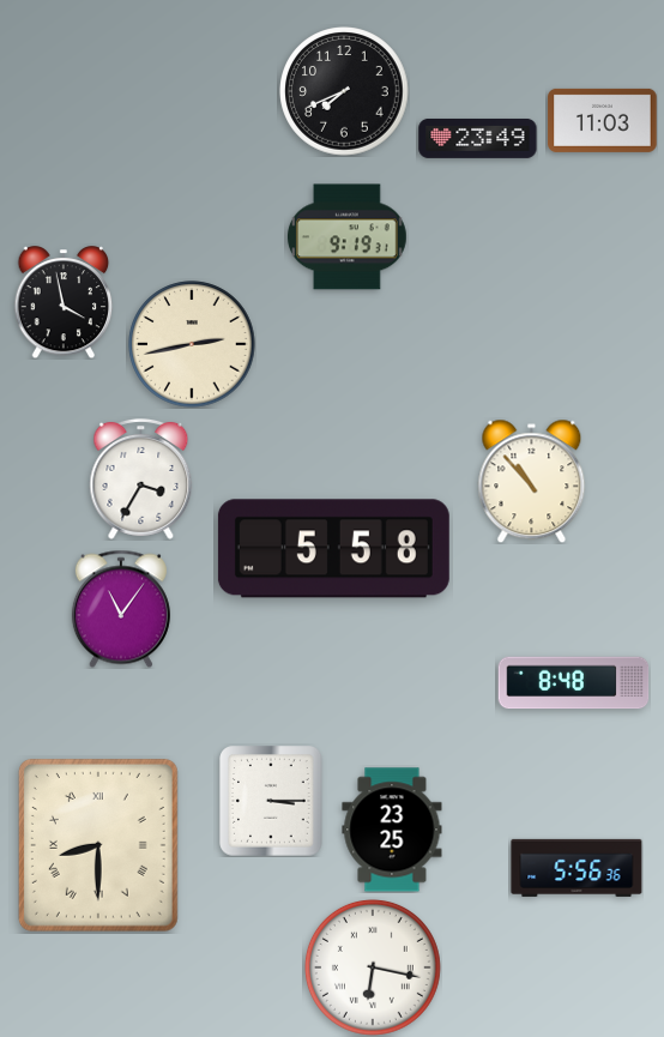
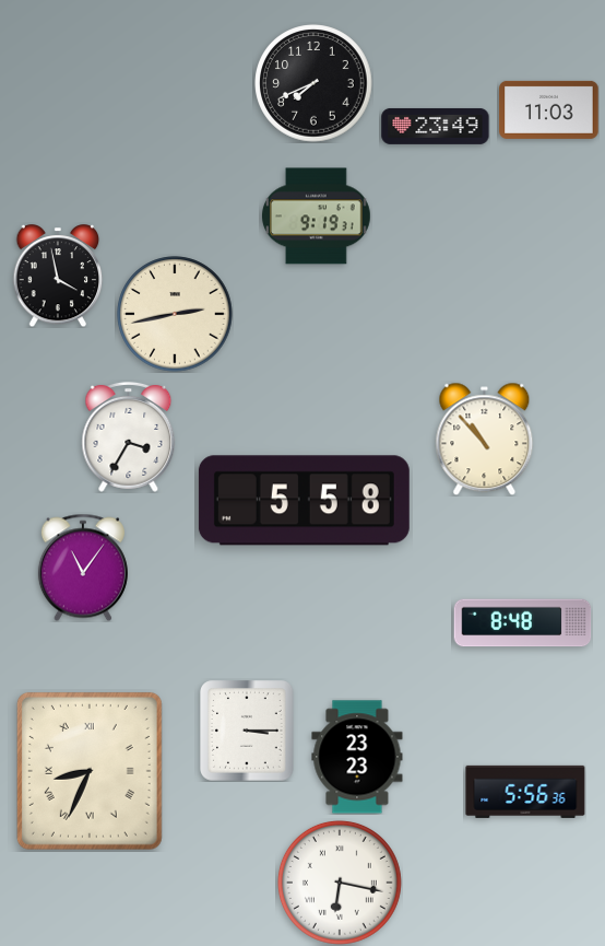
clock at (121, 609) position: (121, 609) -> (83, 568)
clock at (392, 830): 23:25 -> 23:23
clock at (98, 845): 8:30 -> 8:34
